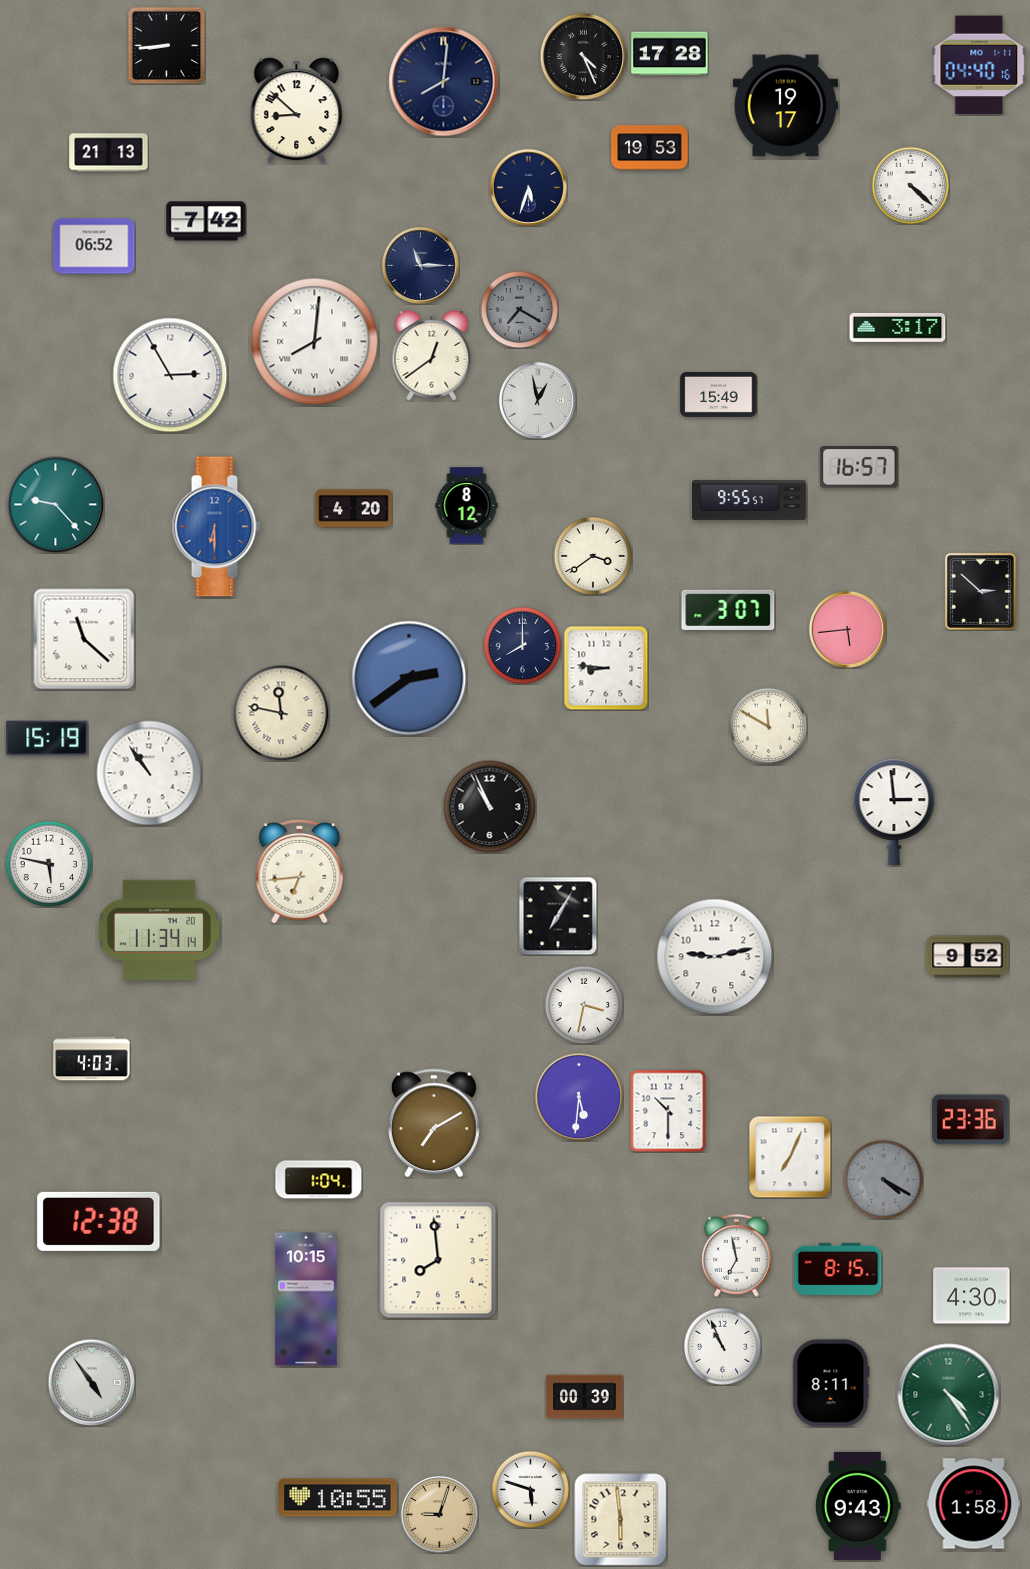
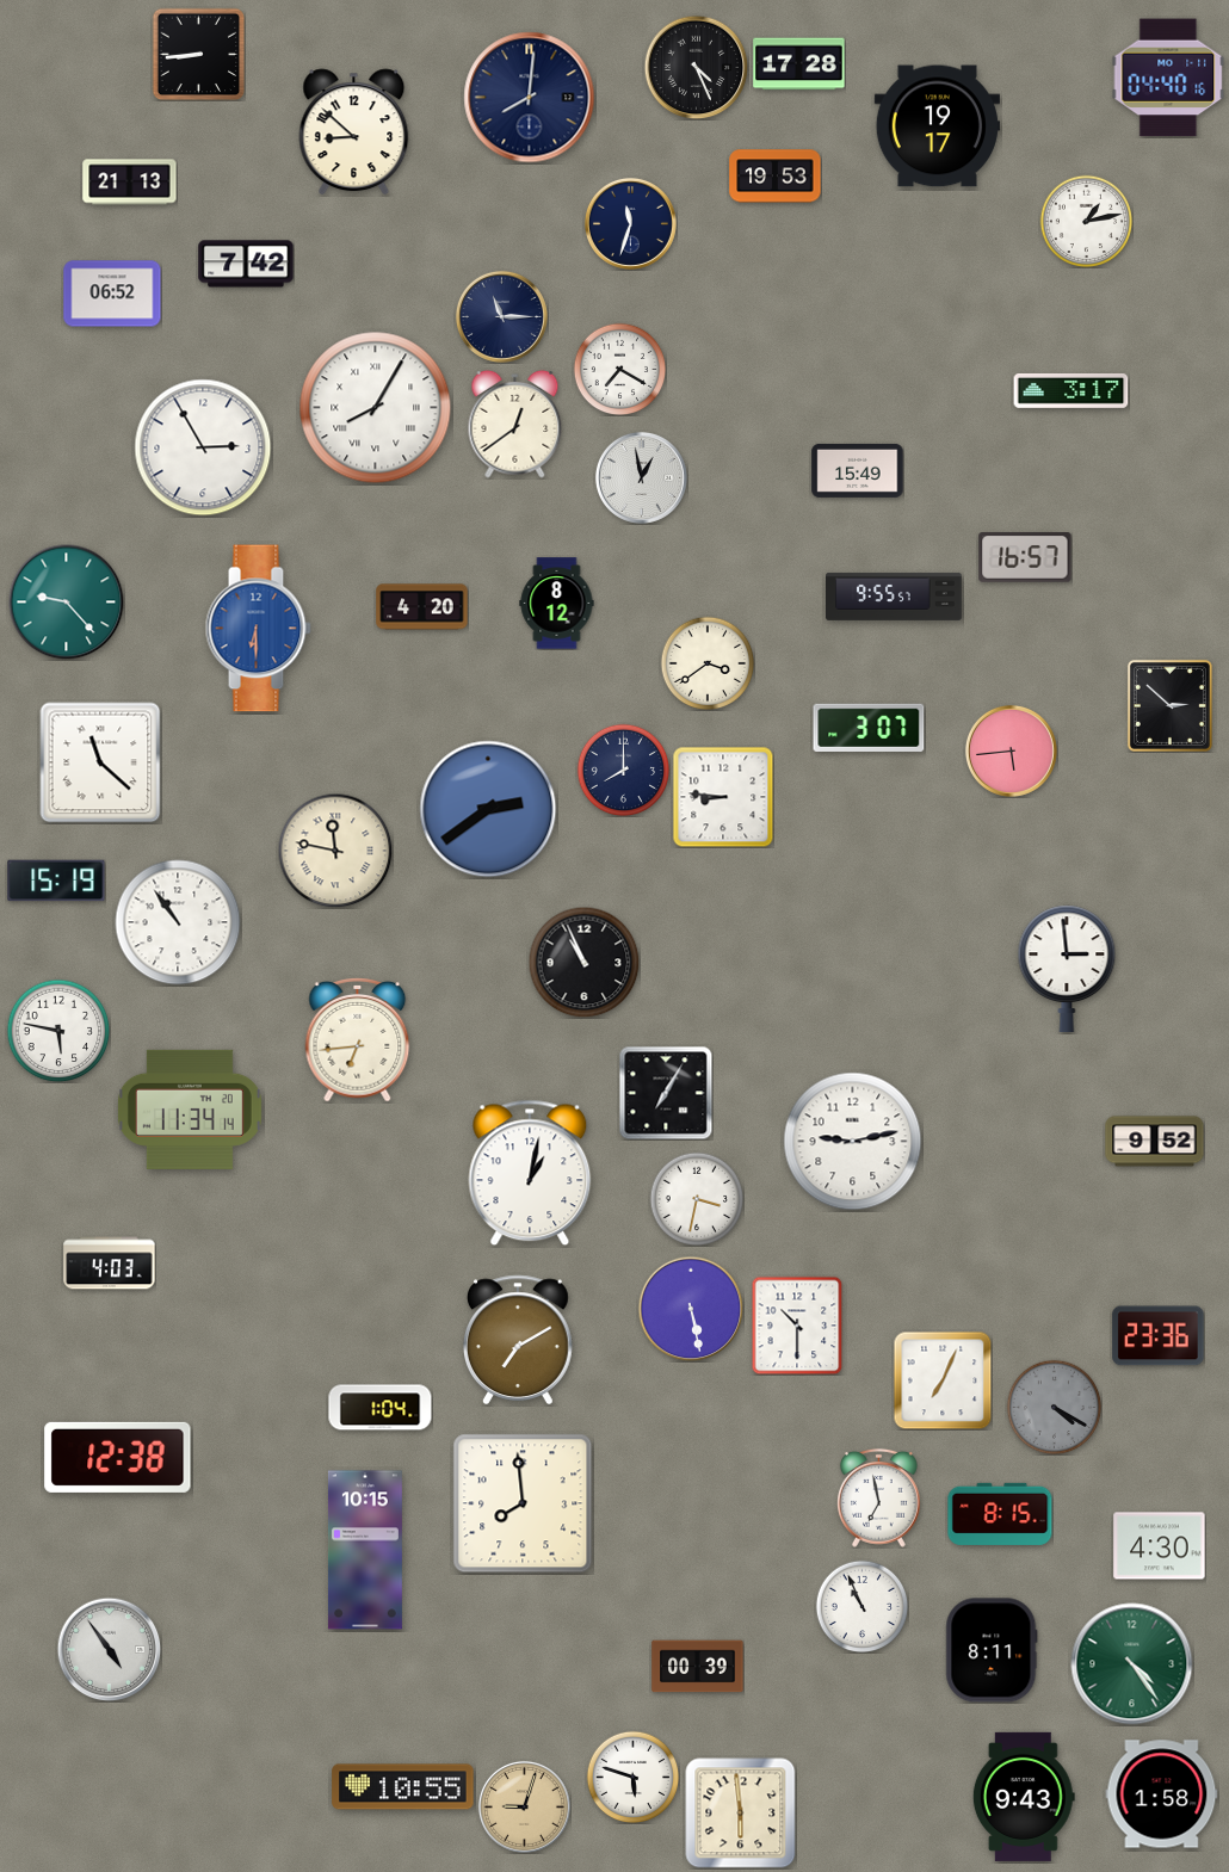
clock at (910, 185): 4:22 -> 1:13
clock at (528, 187): 5:33 -> 11:33
clock at (519, 309) dial: grey -> white
clock at (315, 342): 8:01 -> 8:05
clock at (768, 726): 11:50 -> none
clock at (530, 1173): none -> 1:02
clock at (579, 1097): 5:31 -> 5:28
